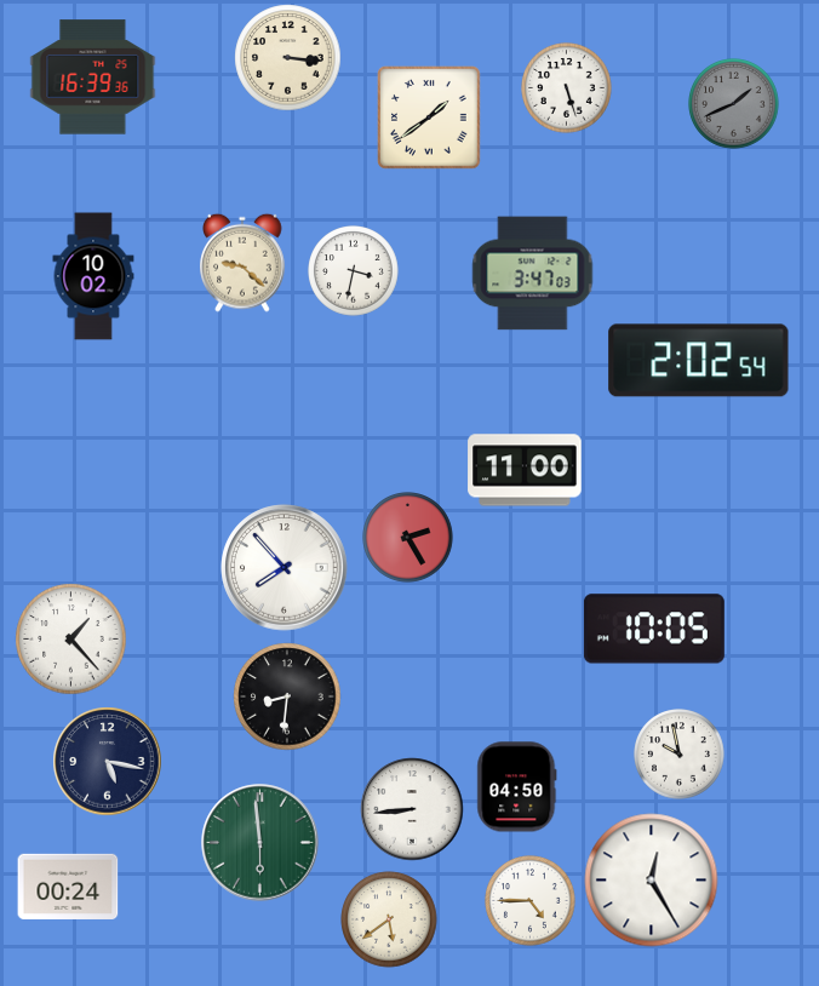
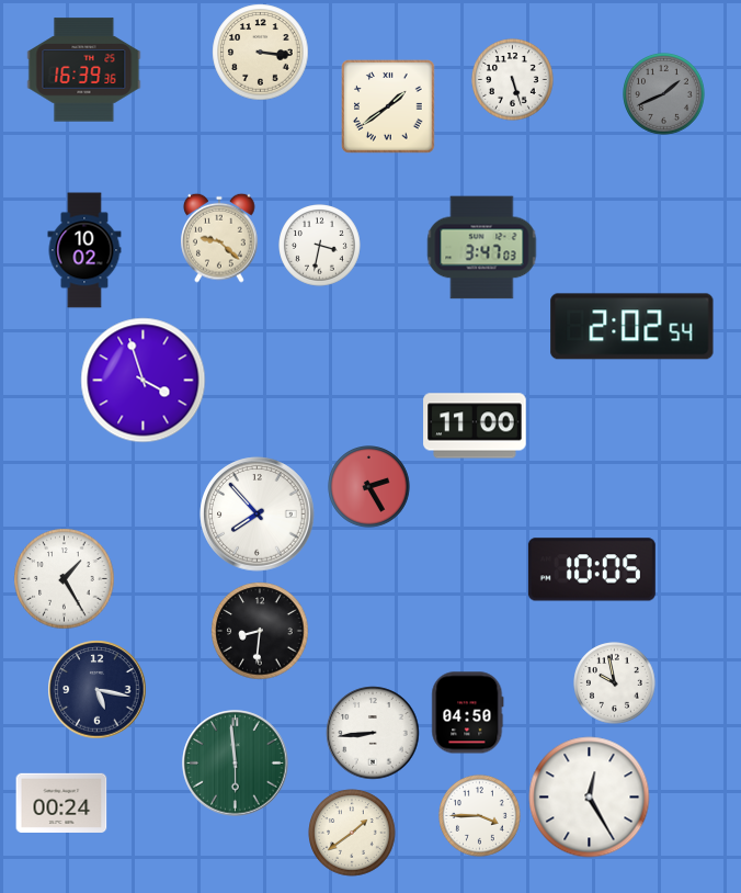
clock at (144, 381): none -> 3:57
clock at (71, 640): 1:23 -> 1:25
clock at (531, 901): 4:45 -> 3:45
clock at (389, 919): 5:39 -> 1:39
